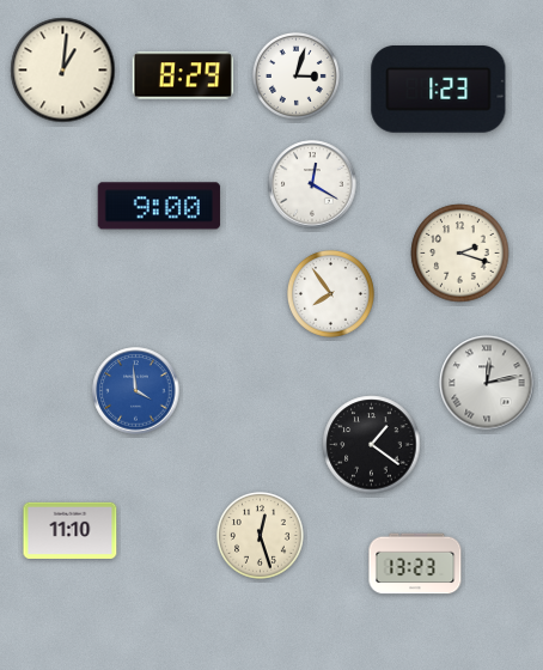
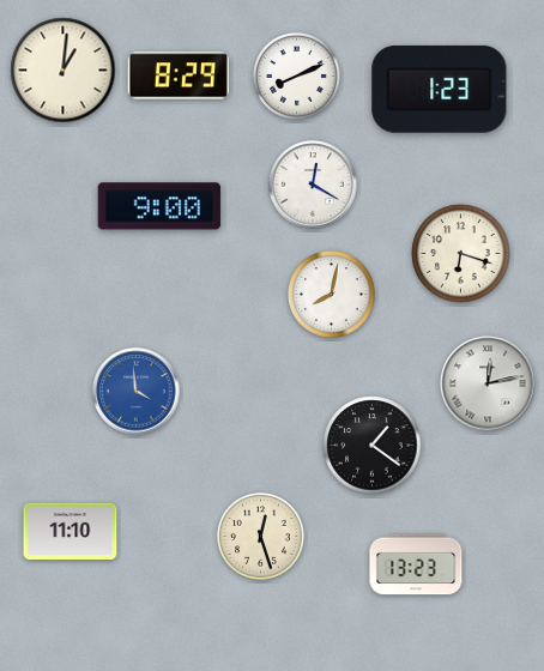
clock at (183, 75) position: (183, 75) -> (179, 75)
clock at (295, 75): 3:03 -> 8:11
clock at (460, 254): 2:18 -> 6:18
clock at (330, 293): 7:54 -> 8:02
